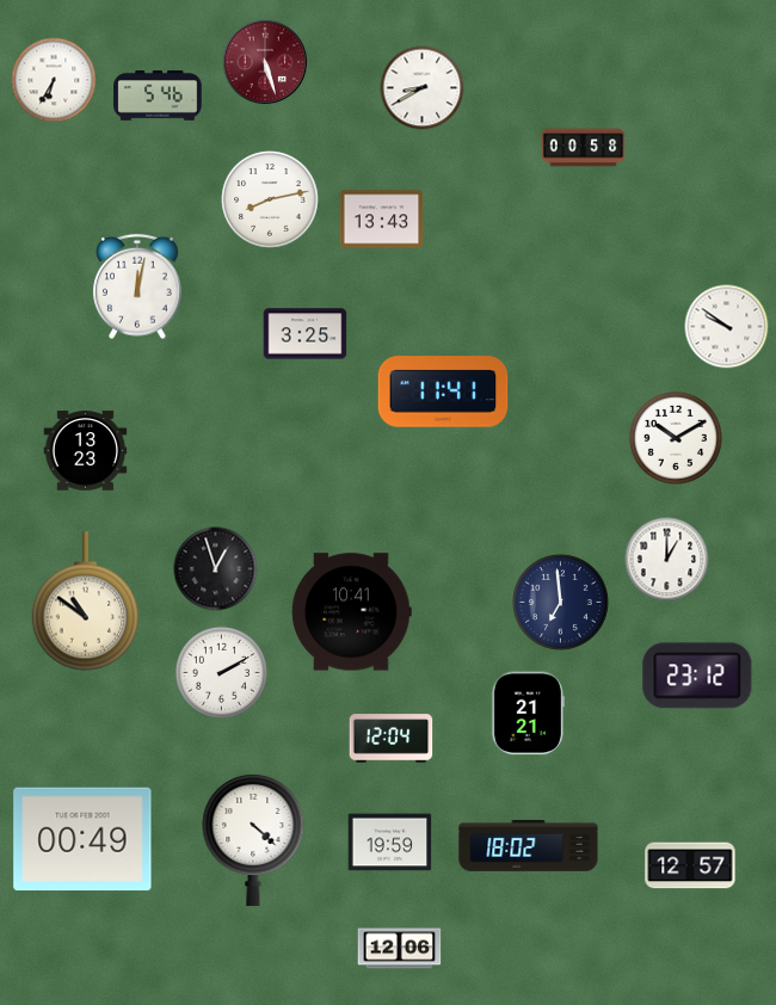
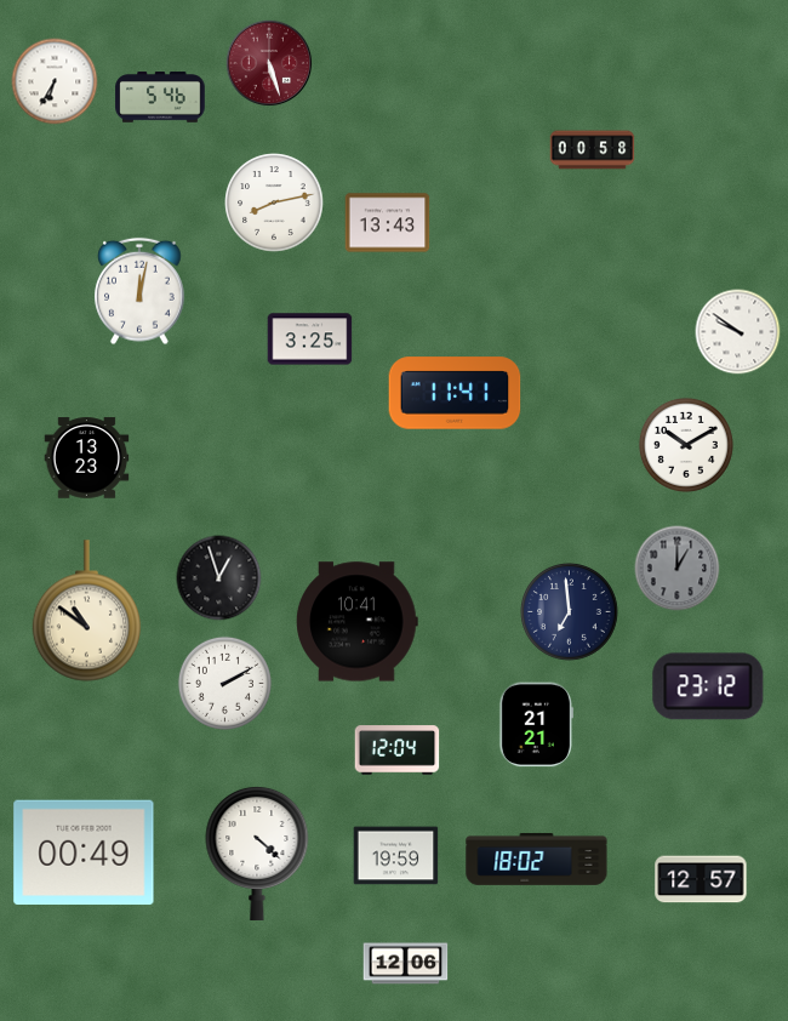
clock at (423, 88): 8:40 -> none
clock at (443, 391) position: (443, 391) -> (455, 393)
clock at (667, 560) dial: white -> grey
